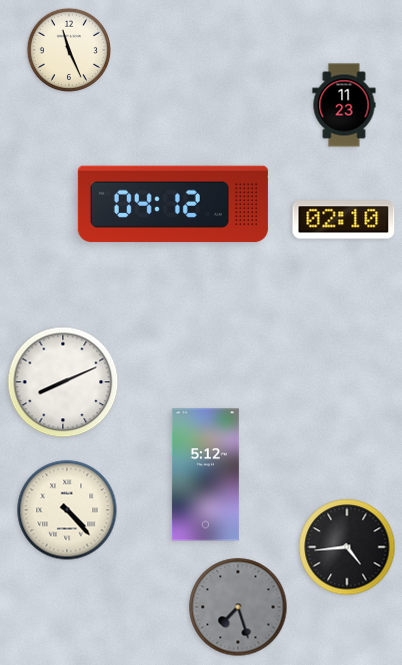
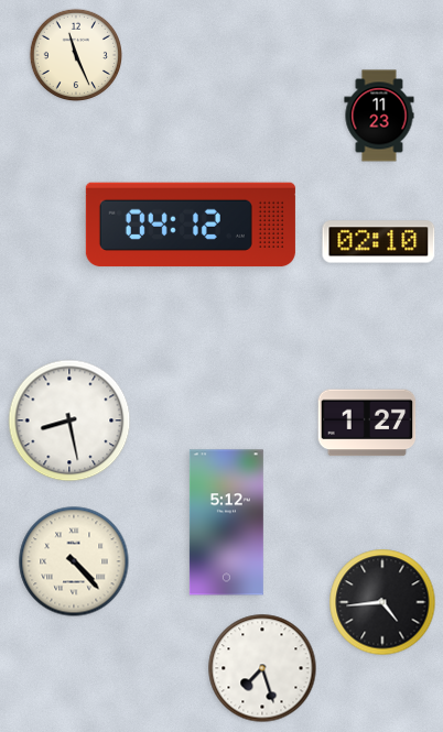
clock at (63, 382): 8:11 -> 8:28
clock at (367, 423): none -> 1:27
clock at (238, 607) dial: grey -> white
